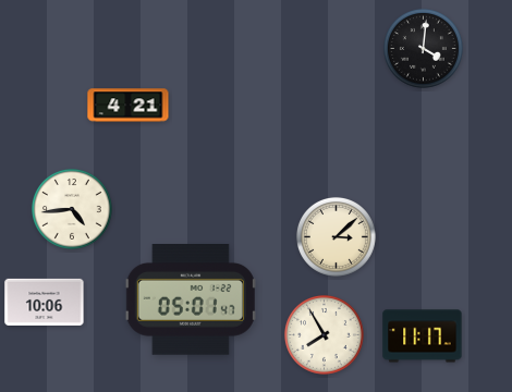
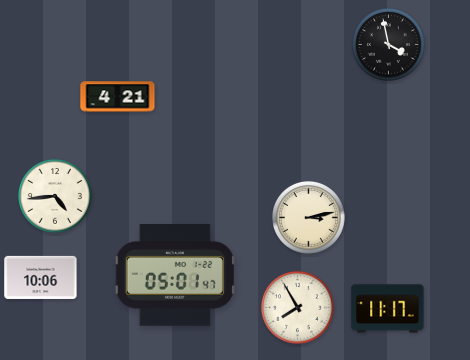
clock at (423, 48): 4:01 -> 3:58
clock at (73, 210) position: (73, 210) -> (56, 197)
clock at (336, 236): 3:08 -> 3:13
